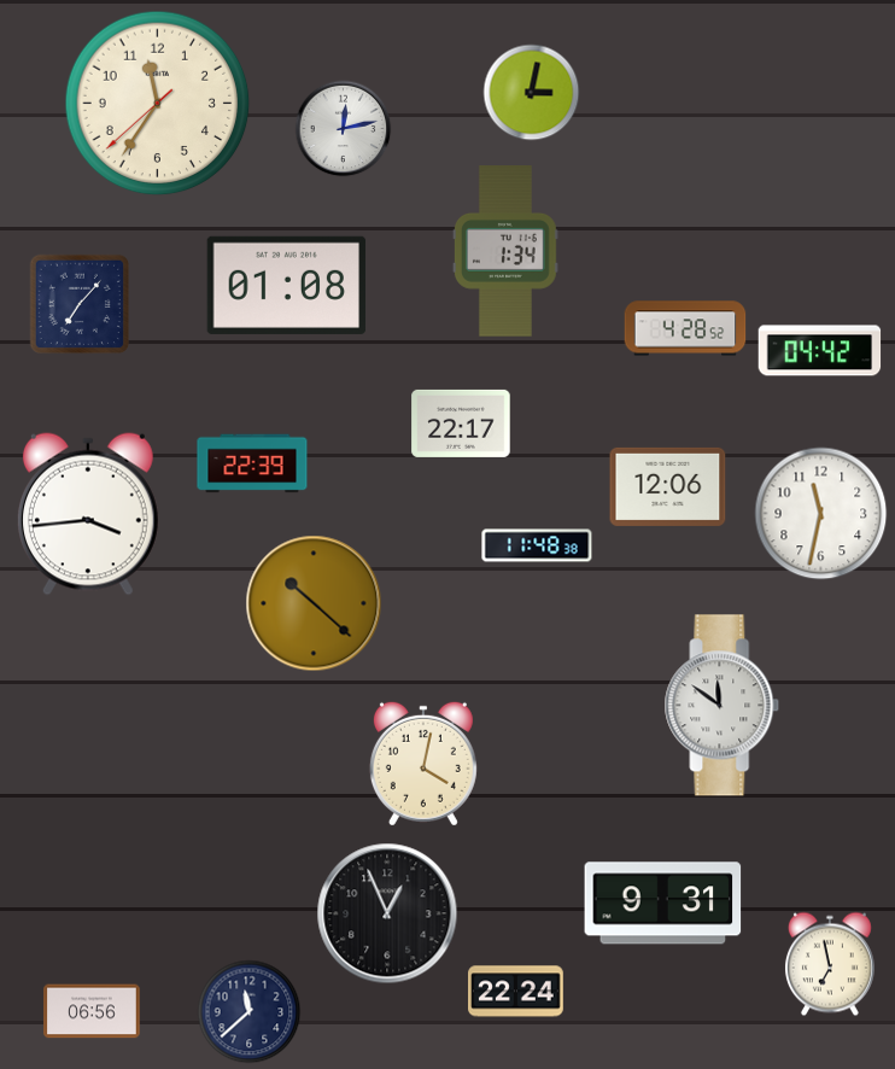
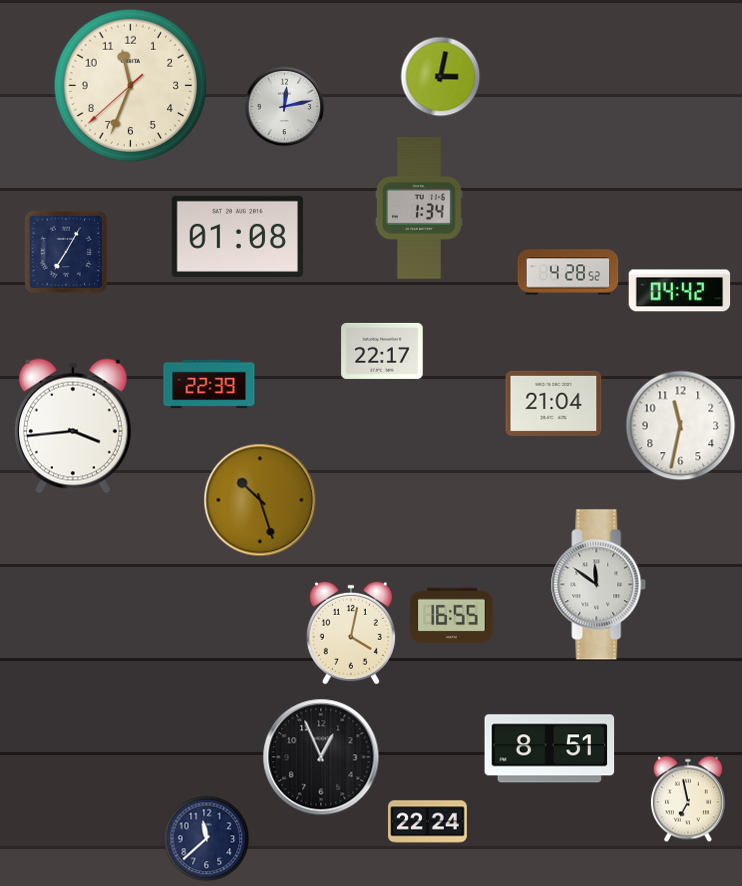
clock at (158, 104): 11:35 -> 11:33
clock at (78, 303): 7:07 -> 7:05
clock at (668, 486): 12:06 -> 21:04
clock at (537, 545): 11:48 -> none
clock at (314, 603): 10:22 -> 10:27
clock at (452, 615): none -> 16:55
clock at (663, 904): 9:31 -> 8:51
clock at (92, 1011): 06:56 -> none
